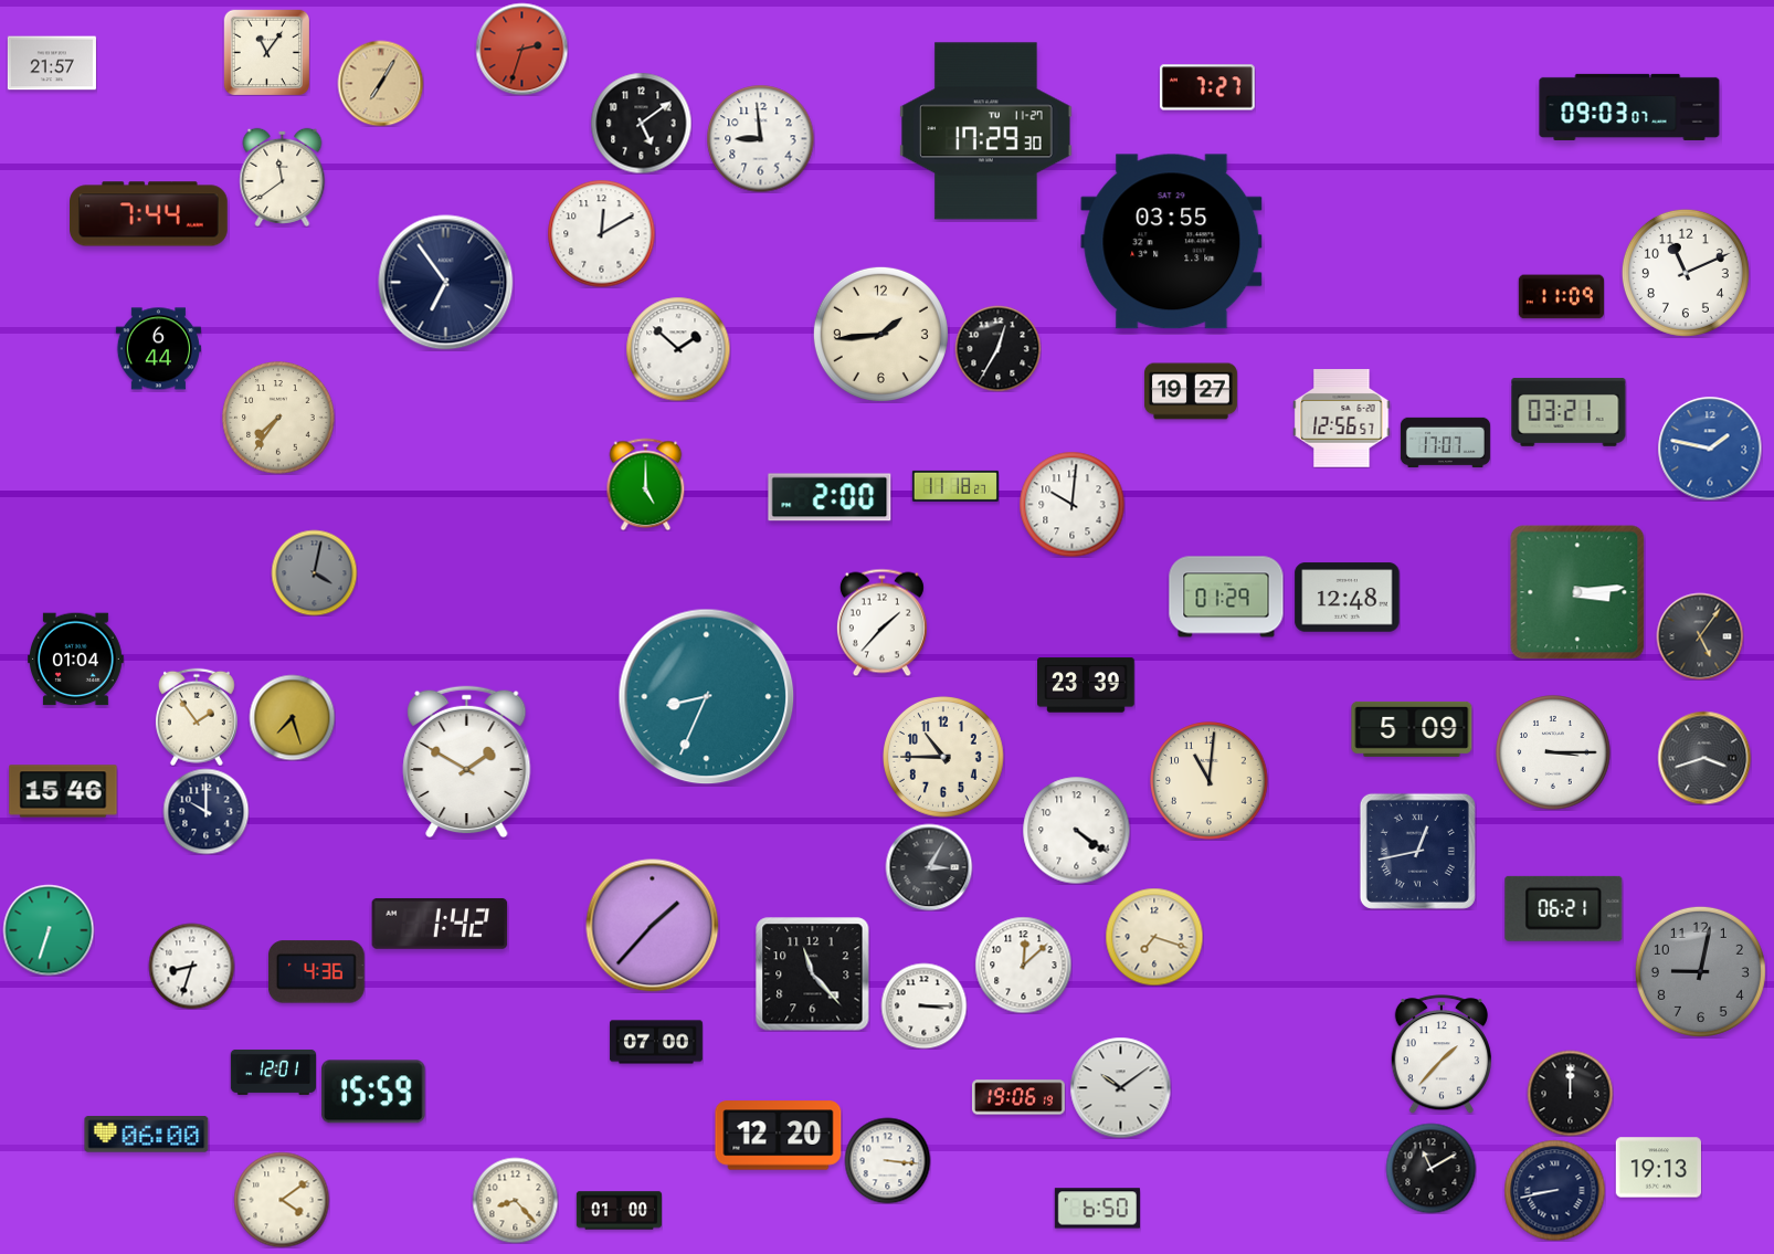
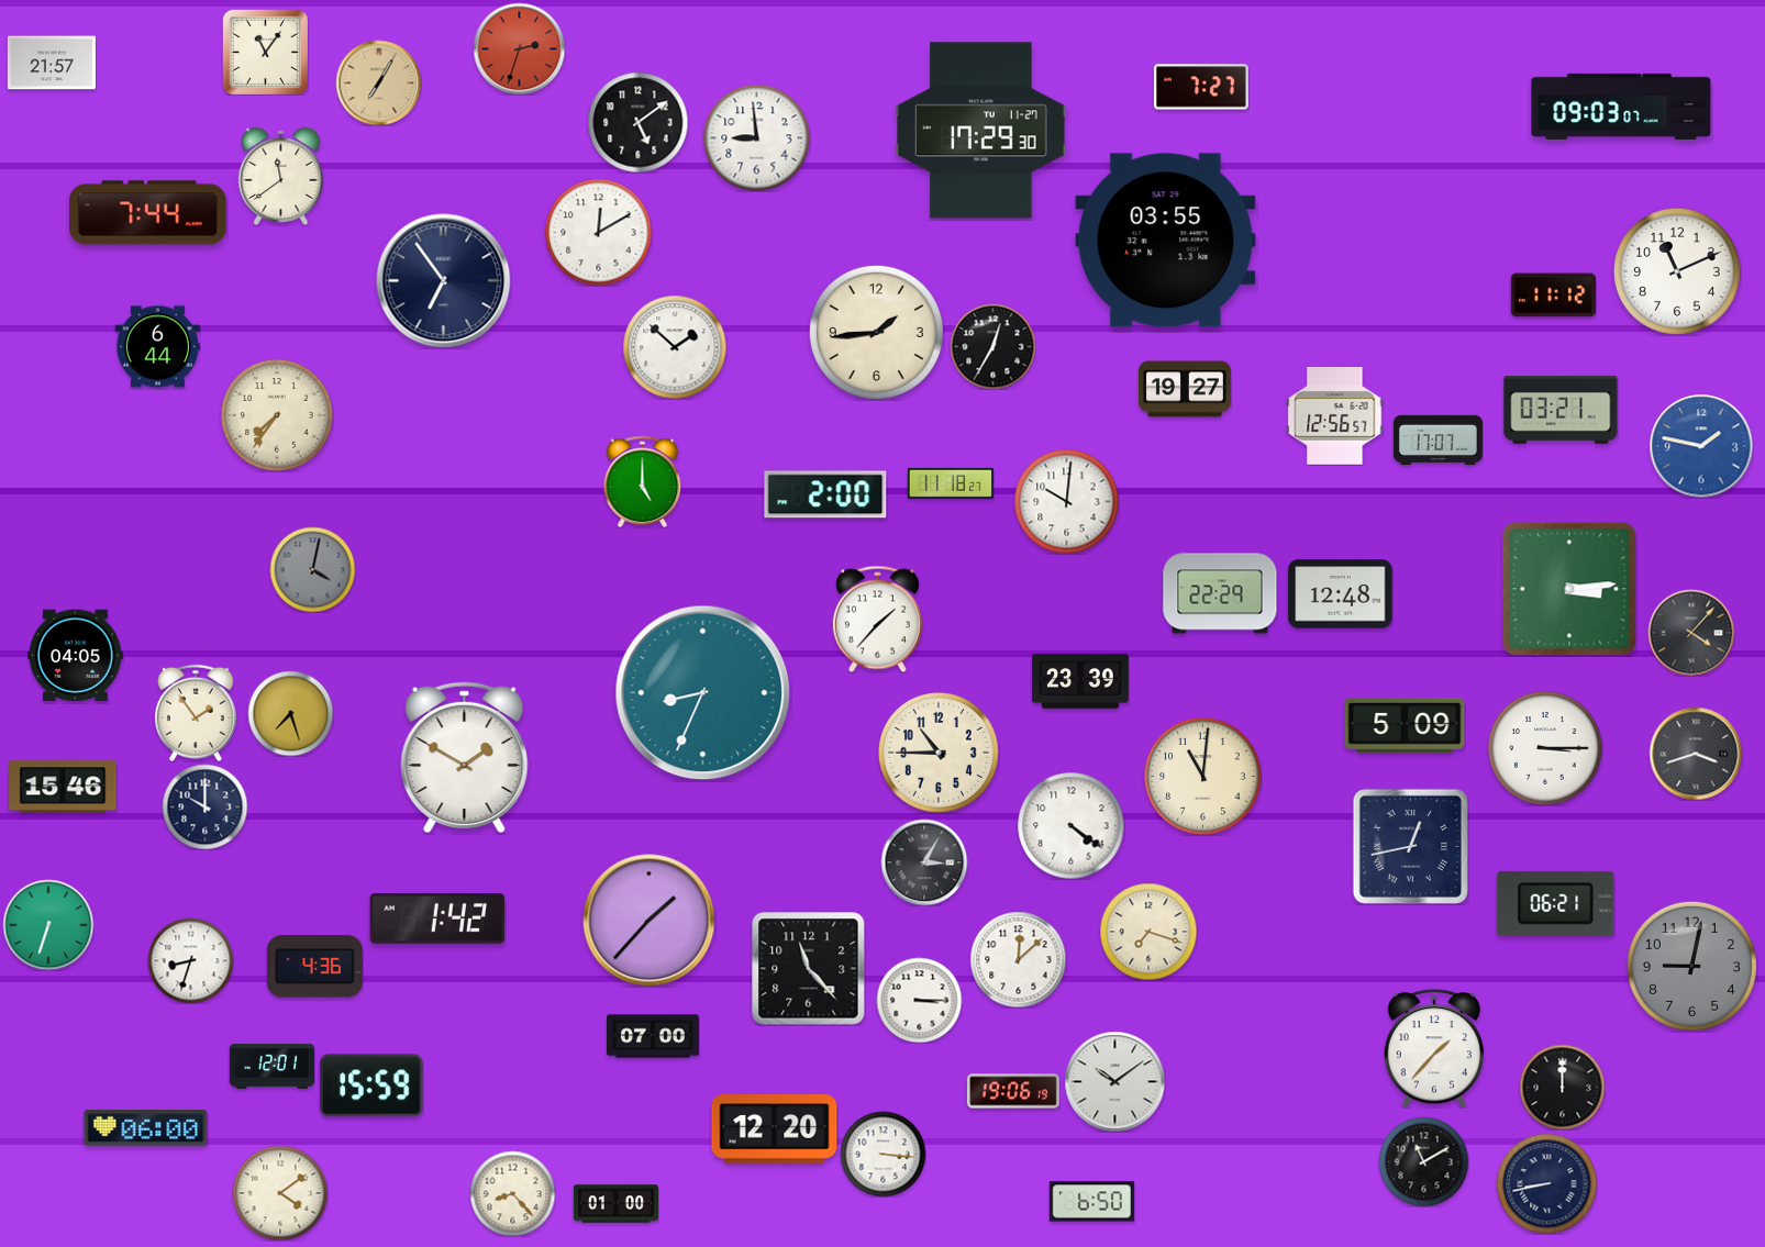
clock at (1561, 297): 11:09 -> 11:12
clock at (1226, 597): 01:29 -> 22:29
clock at (1700, 636): 5:06 -> 4:07
clock at (76, 660): 01:04 -> 04:05
clock at (1658, 1168): 19:13 -> none
